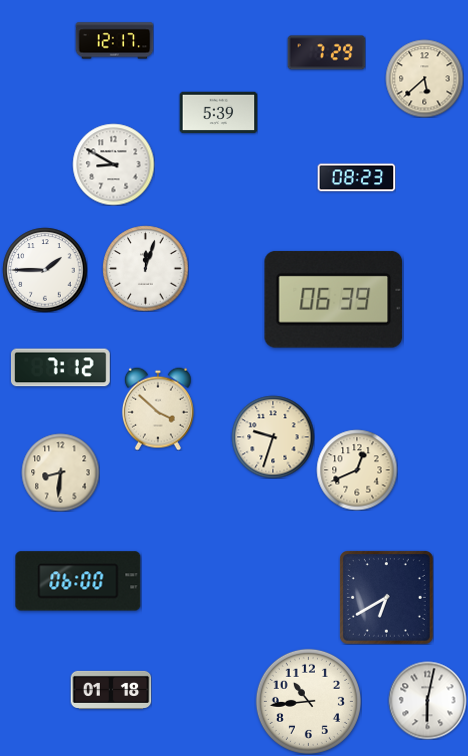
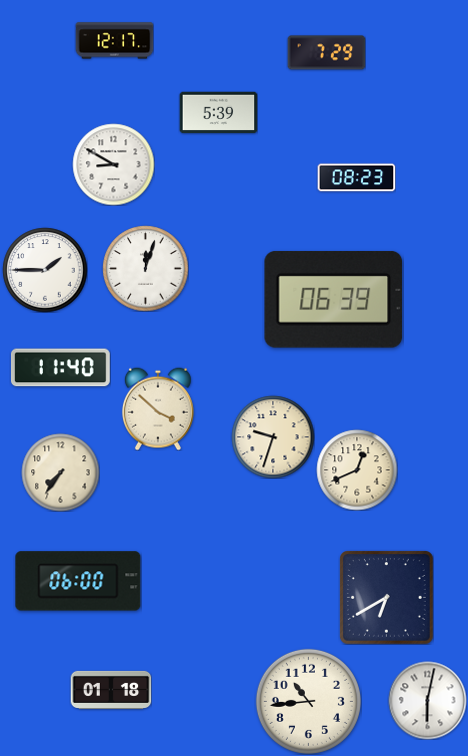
clock at (424, 78): 5:38 -> none
clock at (60, 368): 7:12 -> 11:40
clock at (60, 472): 8:31 -> 7:36
